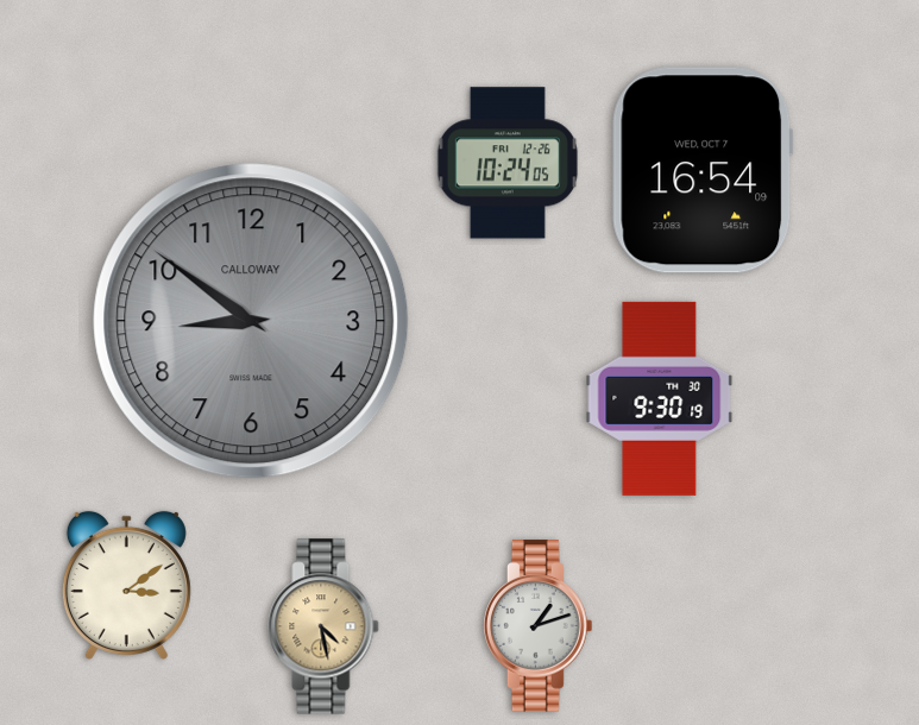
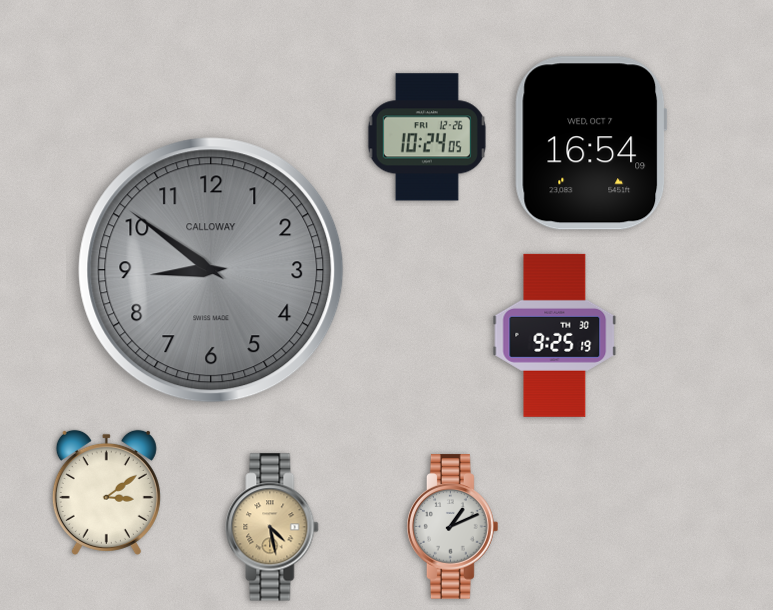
clock at (660, 398): 9:30 -> 9:25
clock at (539, 626): 1:12 -> 1:11
